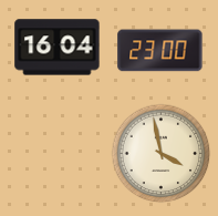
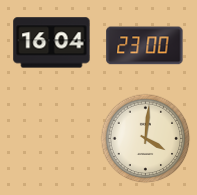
clock at (160, 153): 3:58 -> 4:01
